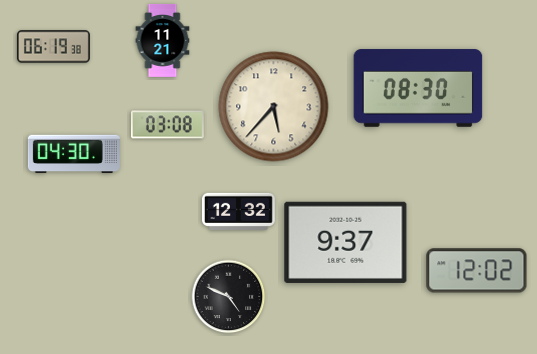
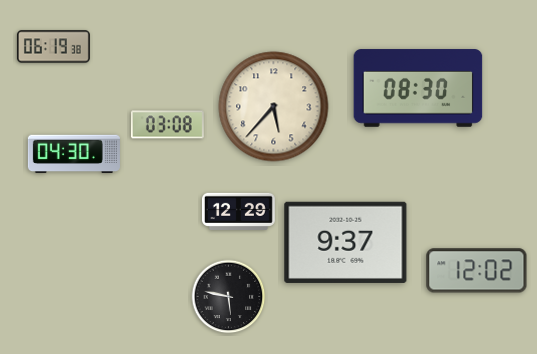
clock at (163, 40): 11:21 -> none
clock at (238, 211): 12:32 -> 12:29
clock at (229, 297): 4:49 -> 5:47
